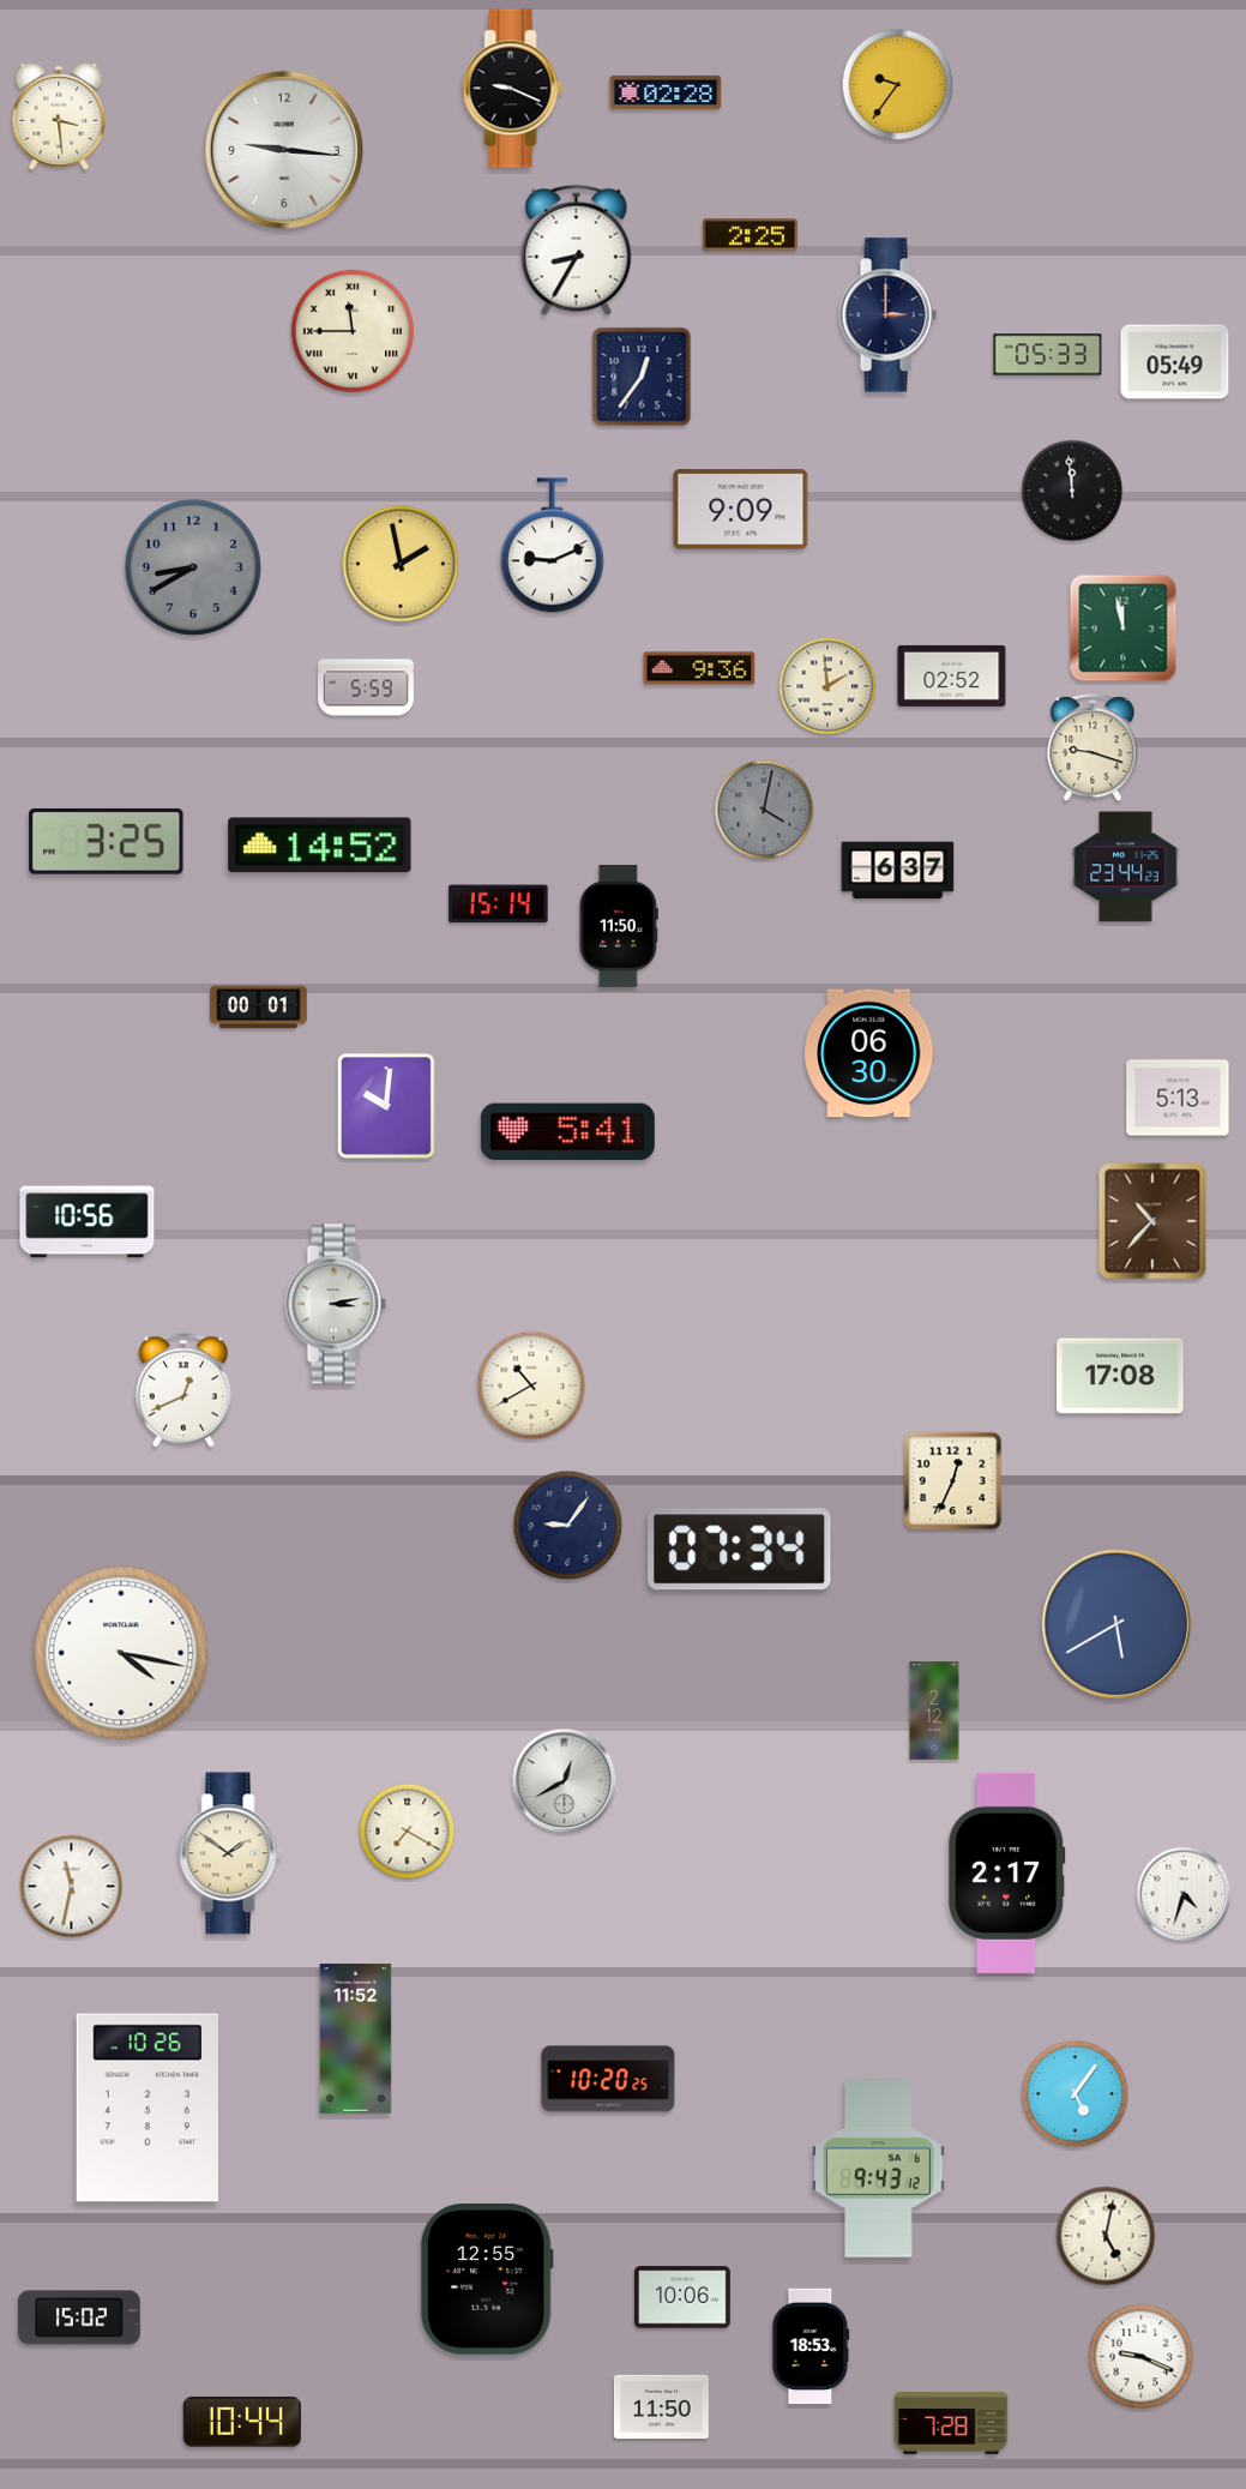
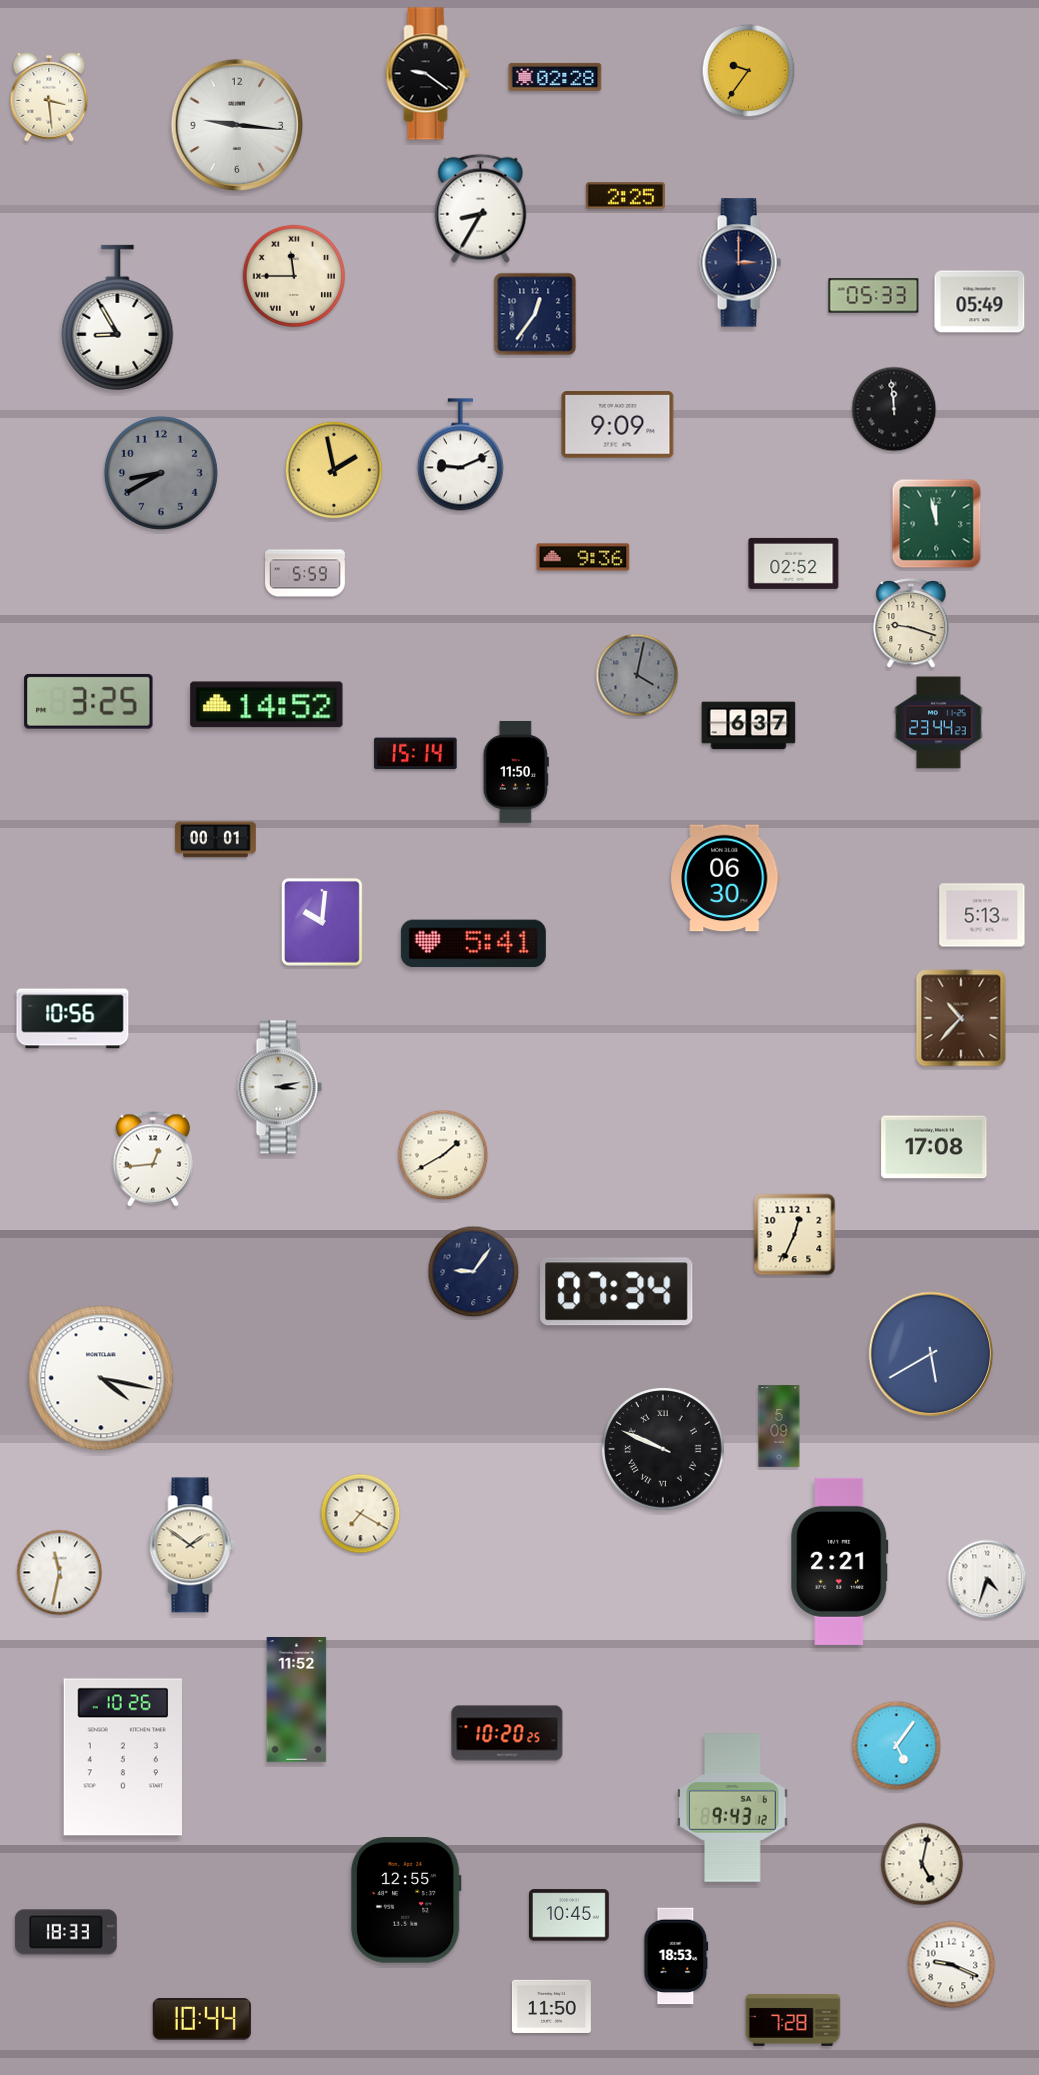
clock at (513, 89): 9:19 -> 9:21
clock at (118, 317): none -> 8:55
clock at (827, 686): 1:59 -> none
clock at (531, 1385): 10:40 -> 1:40
clock at (182, 1390): 12:41 -> 12:44
clock at (934, 1711): 2:12 -> 5:09
clock at (663, 1449): none -> 9:49
clock at (565, 1781): 12:40 -> none
clock at (408, 1832) position: (408, 1832) -> (361, 1514)
clock at (1007, 1872): 2:17 -> 2:21
clock at (682, 2297): 10:06 -> 10:45
clock at (79, 2317): 15:02 -> 18:33
